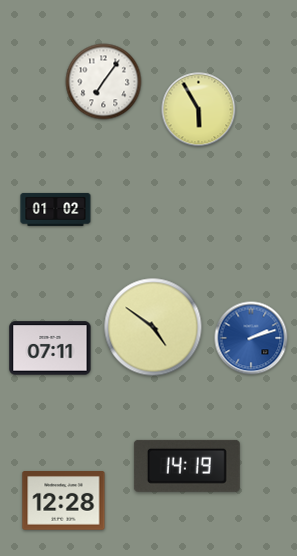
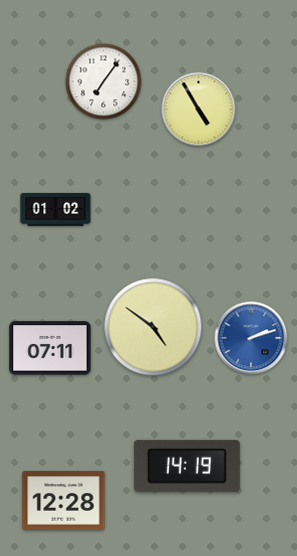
clock at (199, 110): 5:55 -> 4:55
